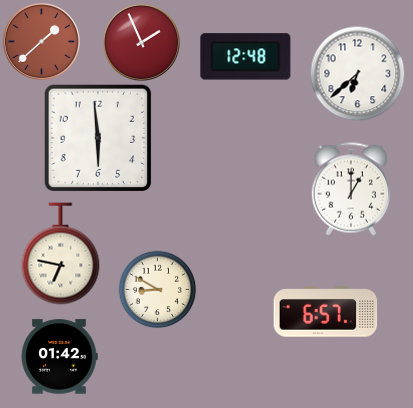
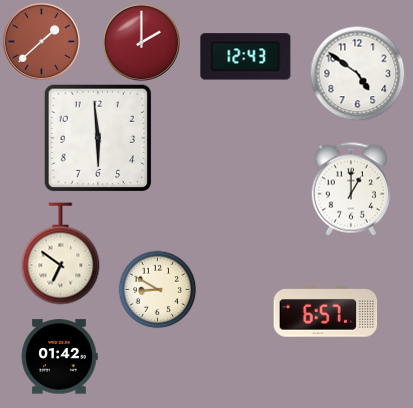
clock at (141, 42): 1:56 -> 2:00
clock at (246, 57): 12:48 -> 12:43
clock at (357, 73): 6:38 -> 4:51
clock at (61, 254): 6:47 -> 6:51
